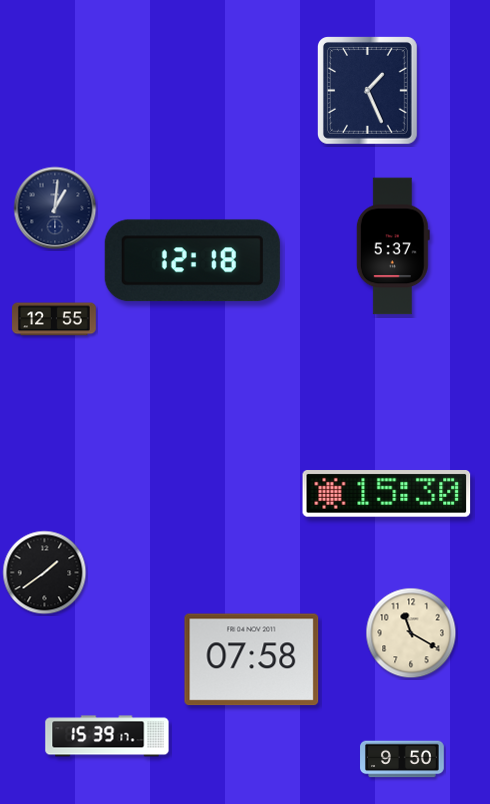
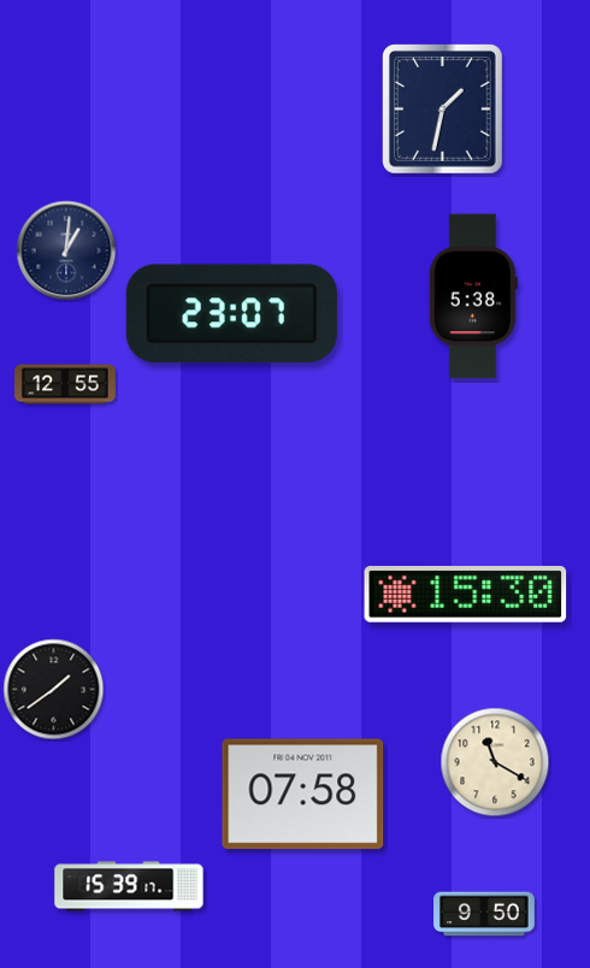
clock at (368, 91): 1:26 -> 1:32
clock at (393, 246): 5:37 -> 5:38
clock at (192, 261): 12:18 -> 23:07
